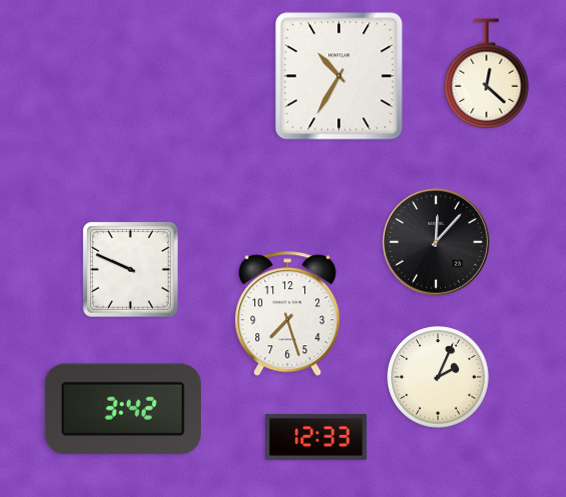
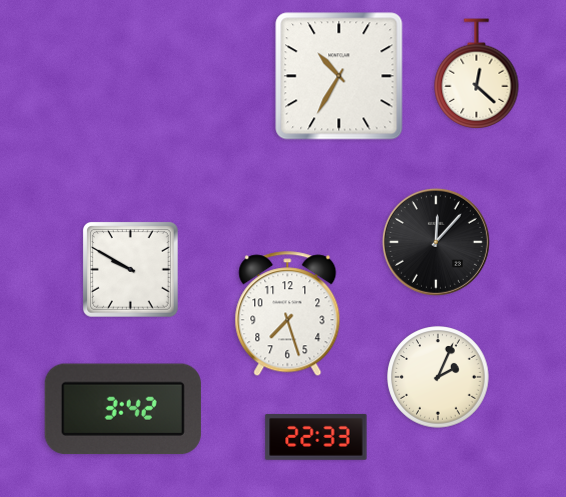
clock at (487, 73) position: (487, 73) -> (477, 73)
clock at (131, 270): 9:49 -> 9:50
clock at (316, 437): 12:33 -> 22:33
